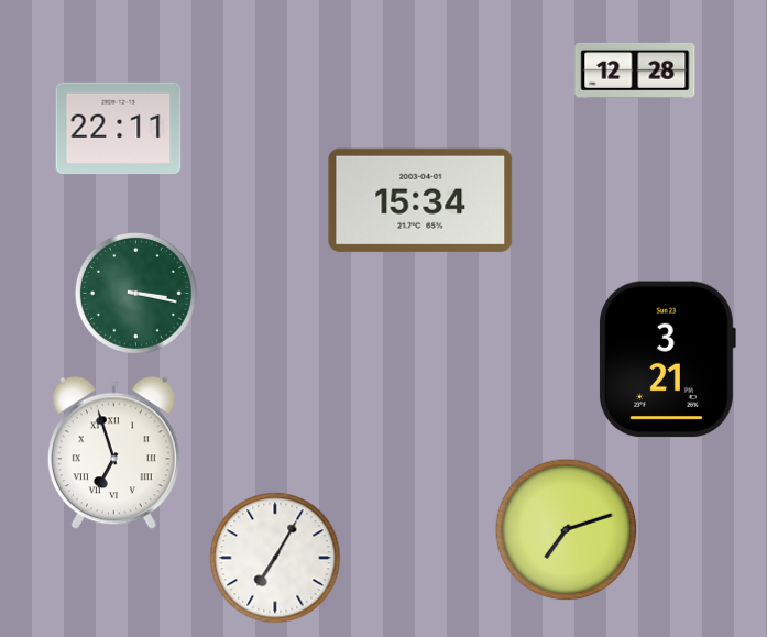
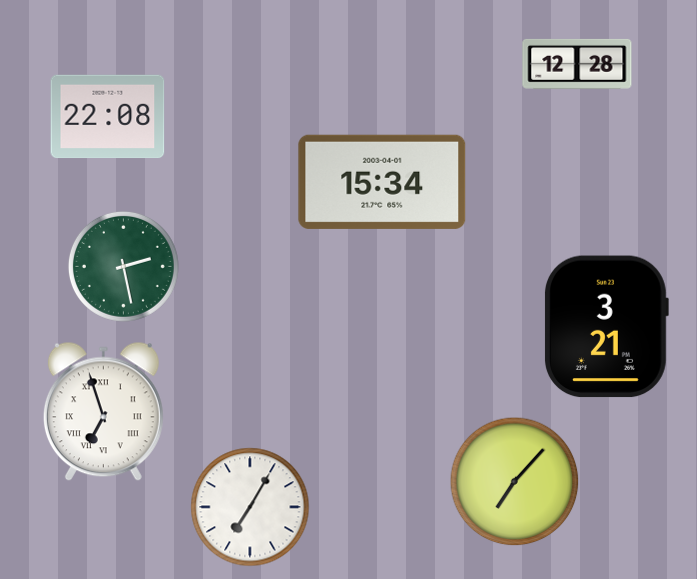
clock at (119, 129): 22:11 -> 22:08
clock at (135, 293): 3:17 -> 2:28
clock at (567, 530): 7:12 -> 7:07
